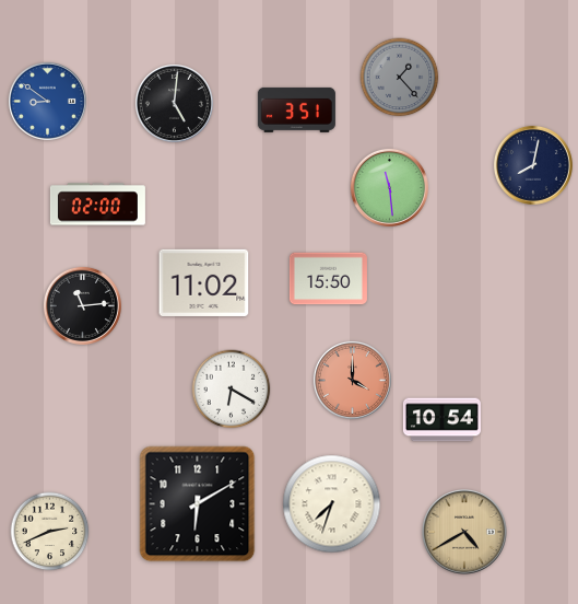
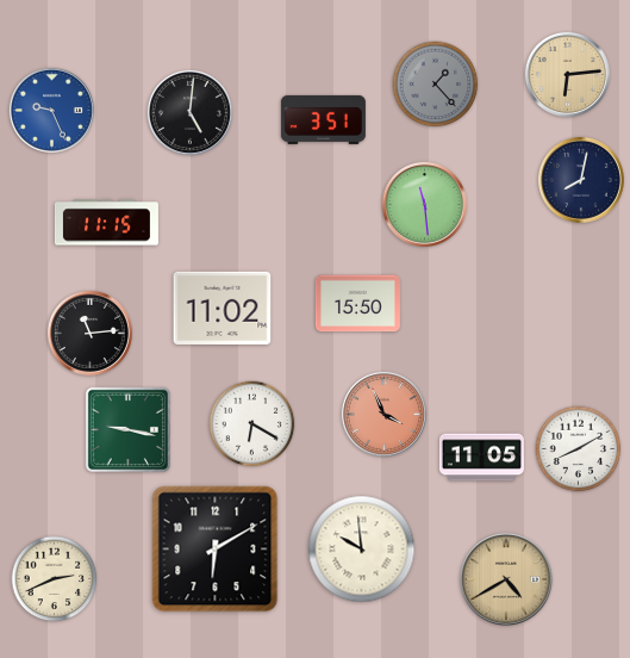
clock at (567, 74): none -> 6:14
clock at (47, 101): 8:51 -> 9:26
clock at (97, 205): 02:00 -> 11:15
clock at (352, 380): 4:00 -> 3:56
clock at (127, 429): none -> 9:17
clock at (579, 449): none -> 8:10
clock at (441, 420): 10:54 -> 11:05
clock at (332, 504): 7:33 -> 9:59
